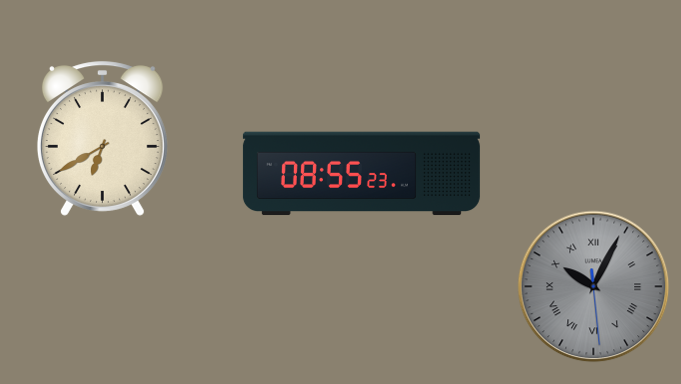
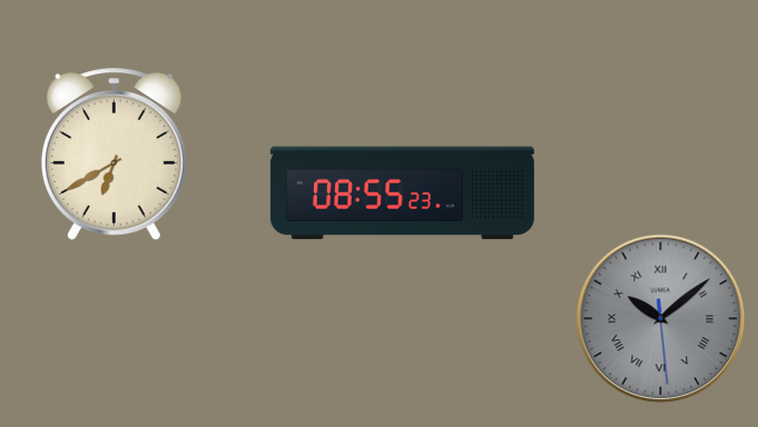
clock at (594, 287): 10:04 -> 10:08
